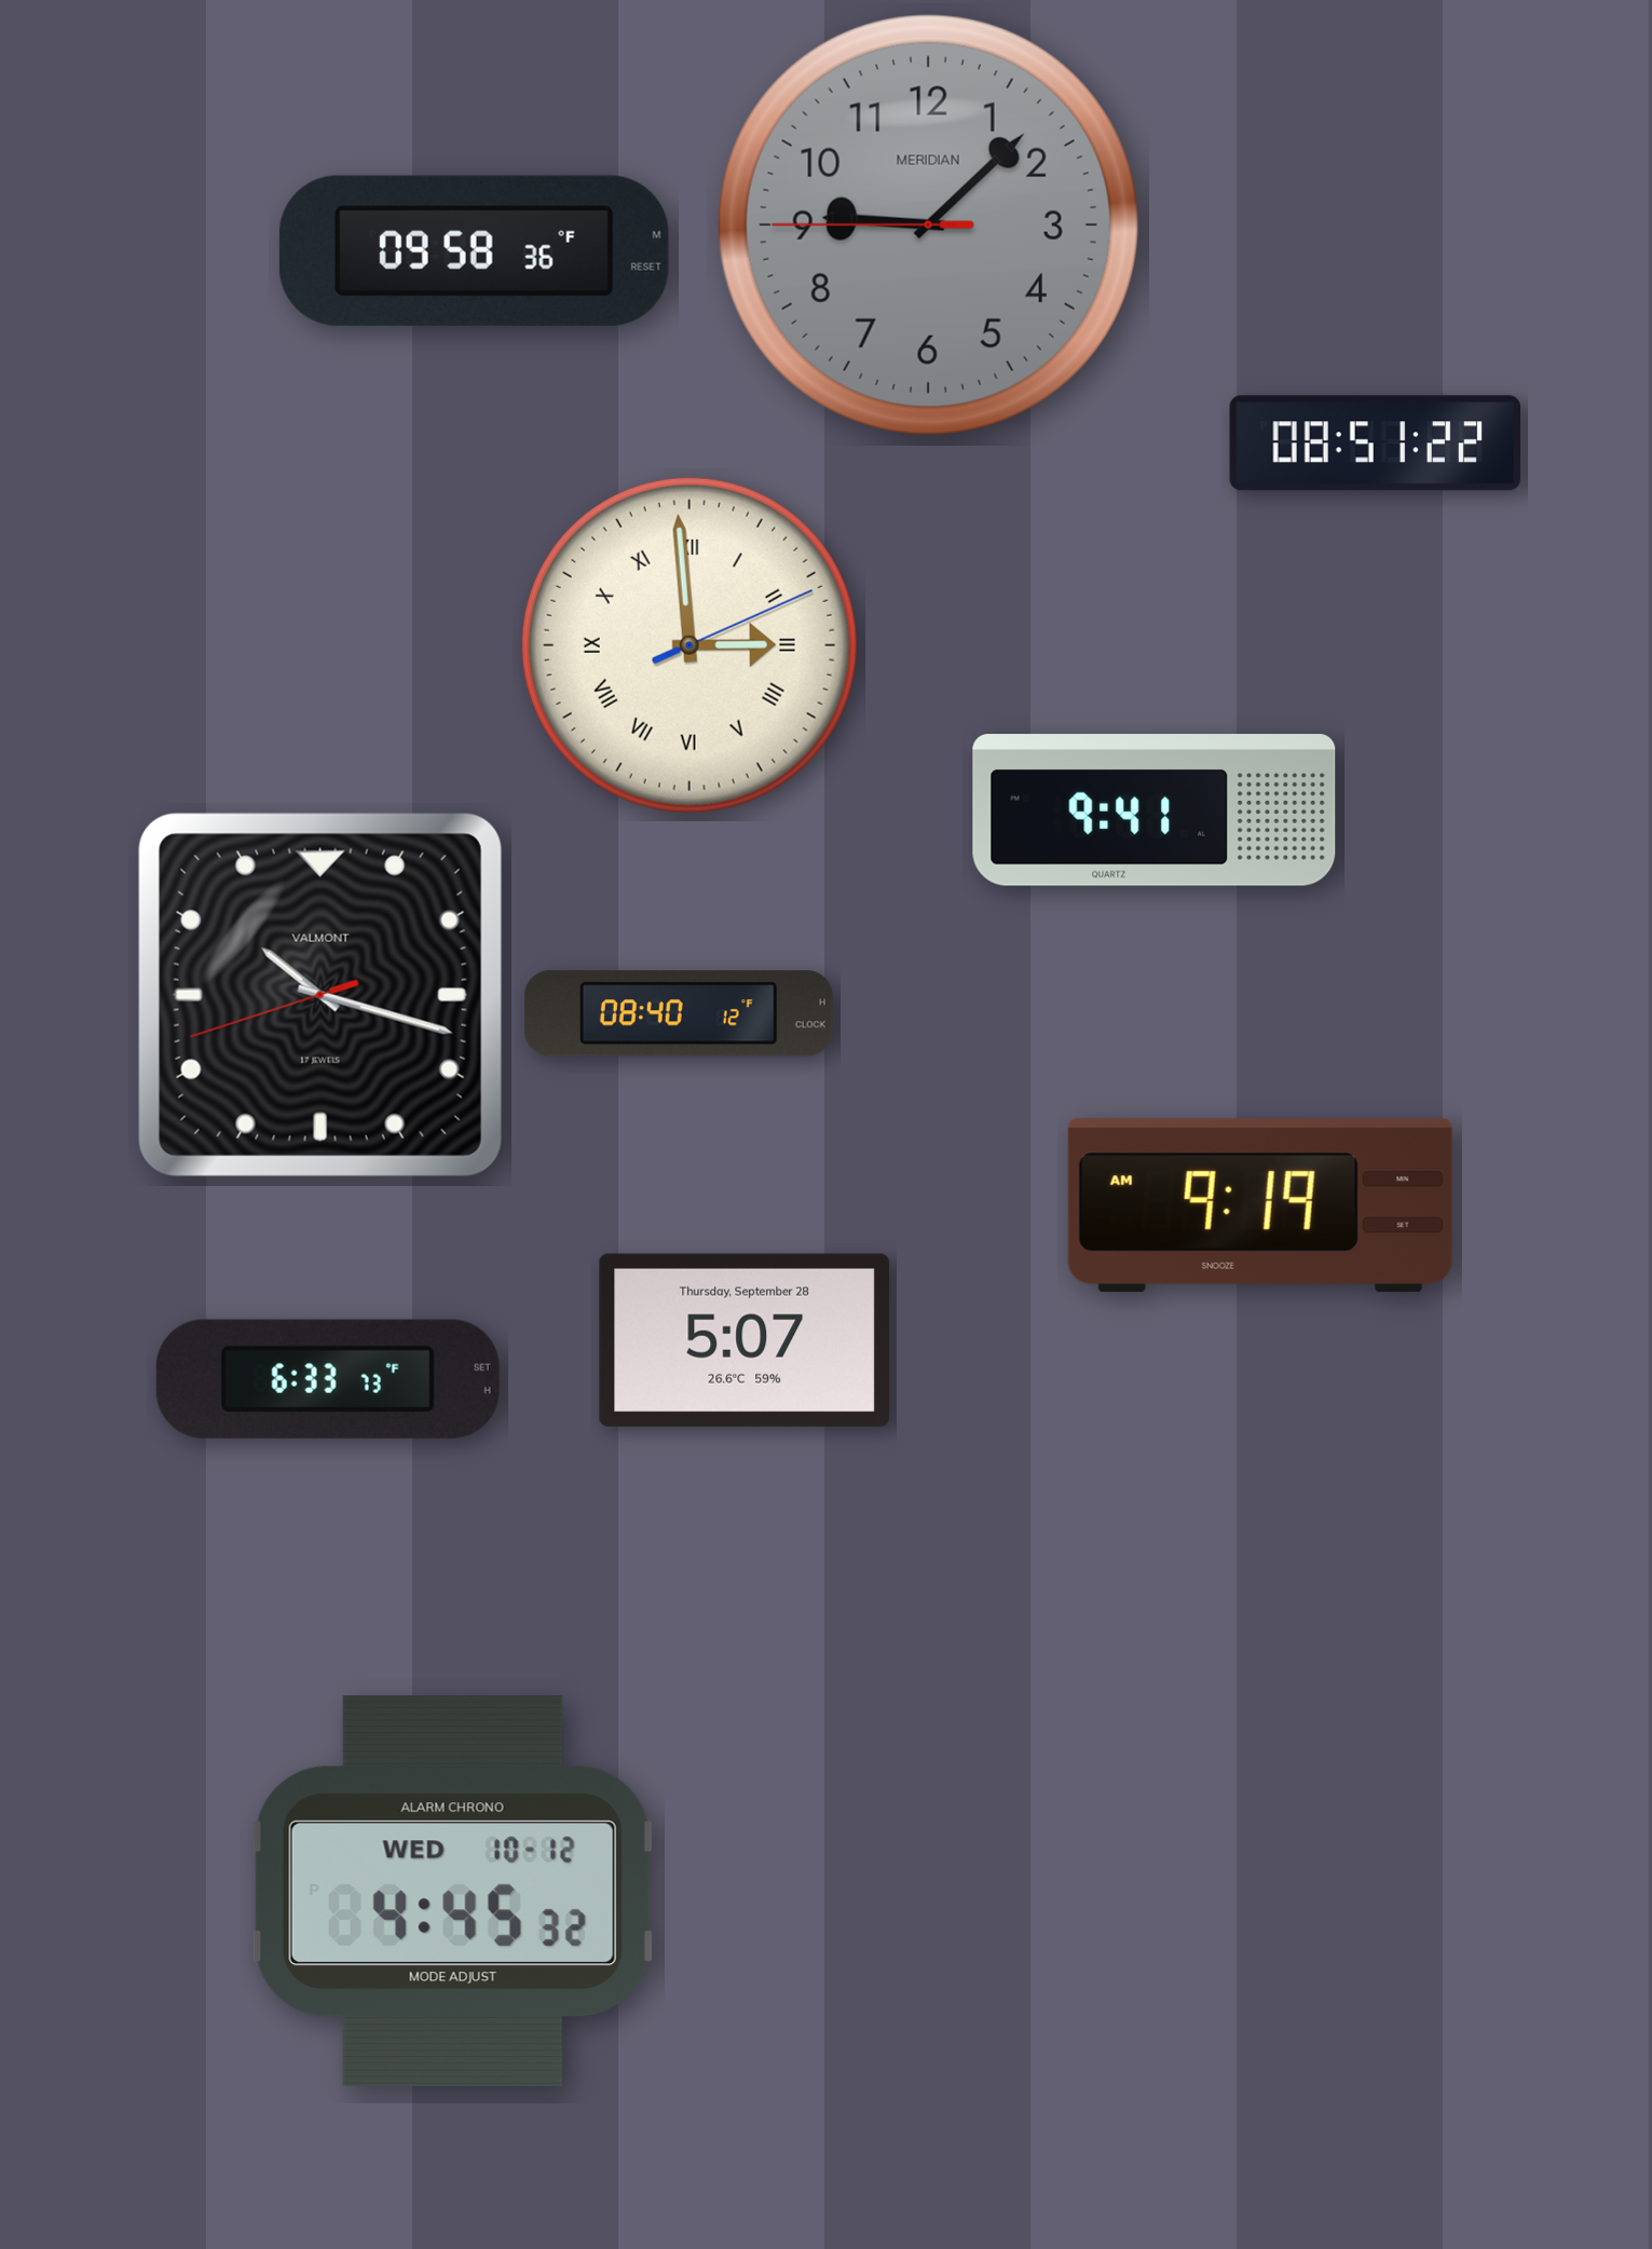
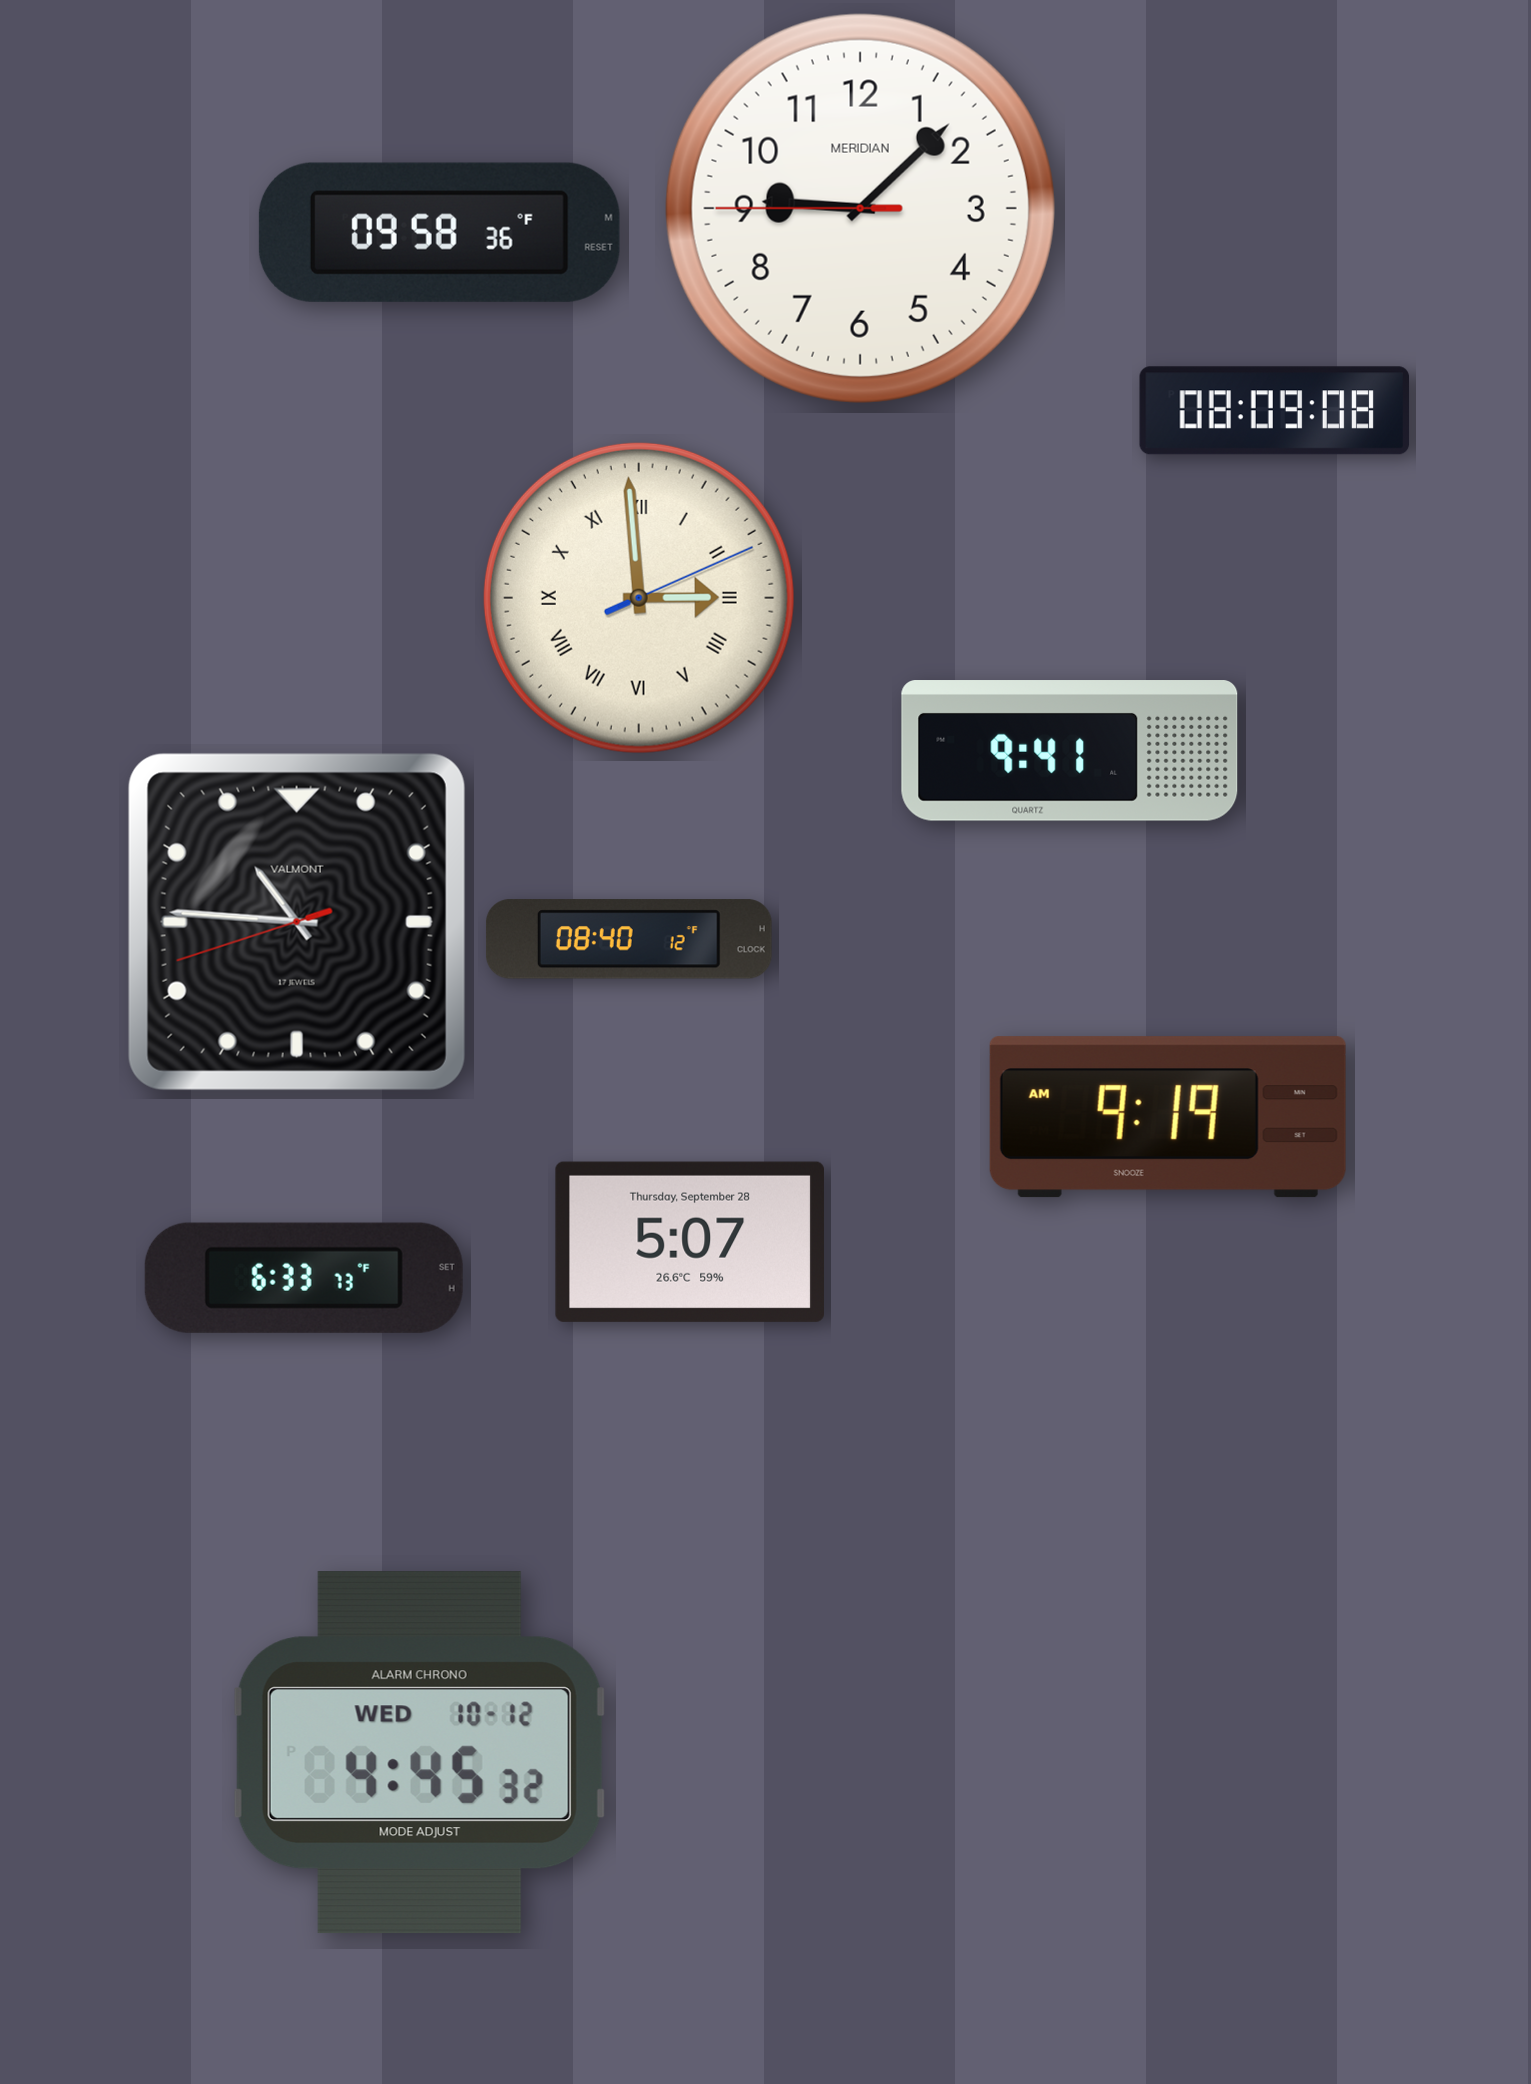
clock at (928, 224) dial: grey -> white
clock at (1376, 444): 08:51 -> 08:09
clock at (320, 995): 10:17 -> 10:45
